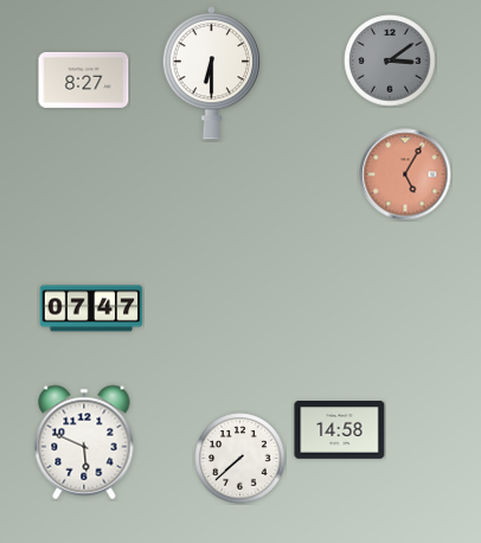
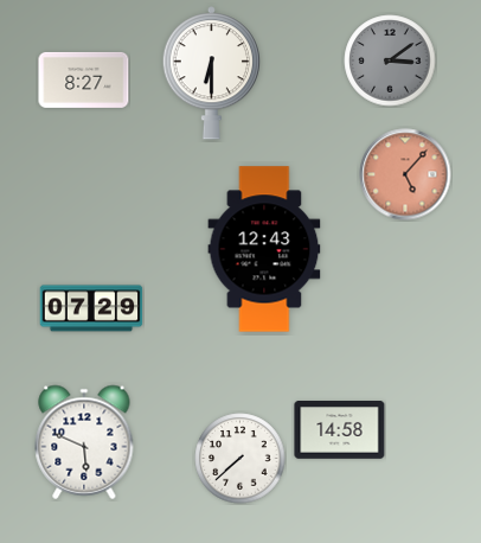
clock at (405, 174): 5:05 -> 5:07
clock at (264, 249): none -> 12:43
clock at (91, 308): 07:47 -> 07:29
